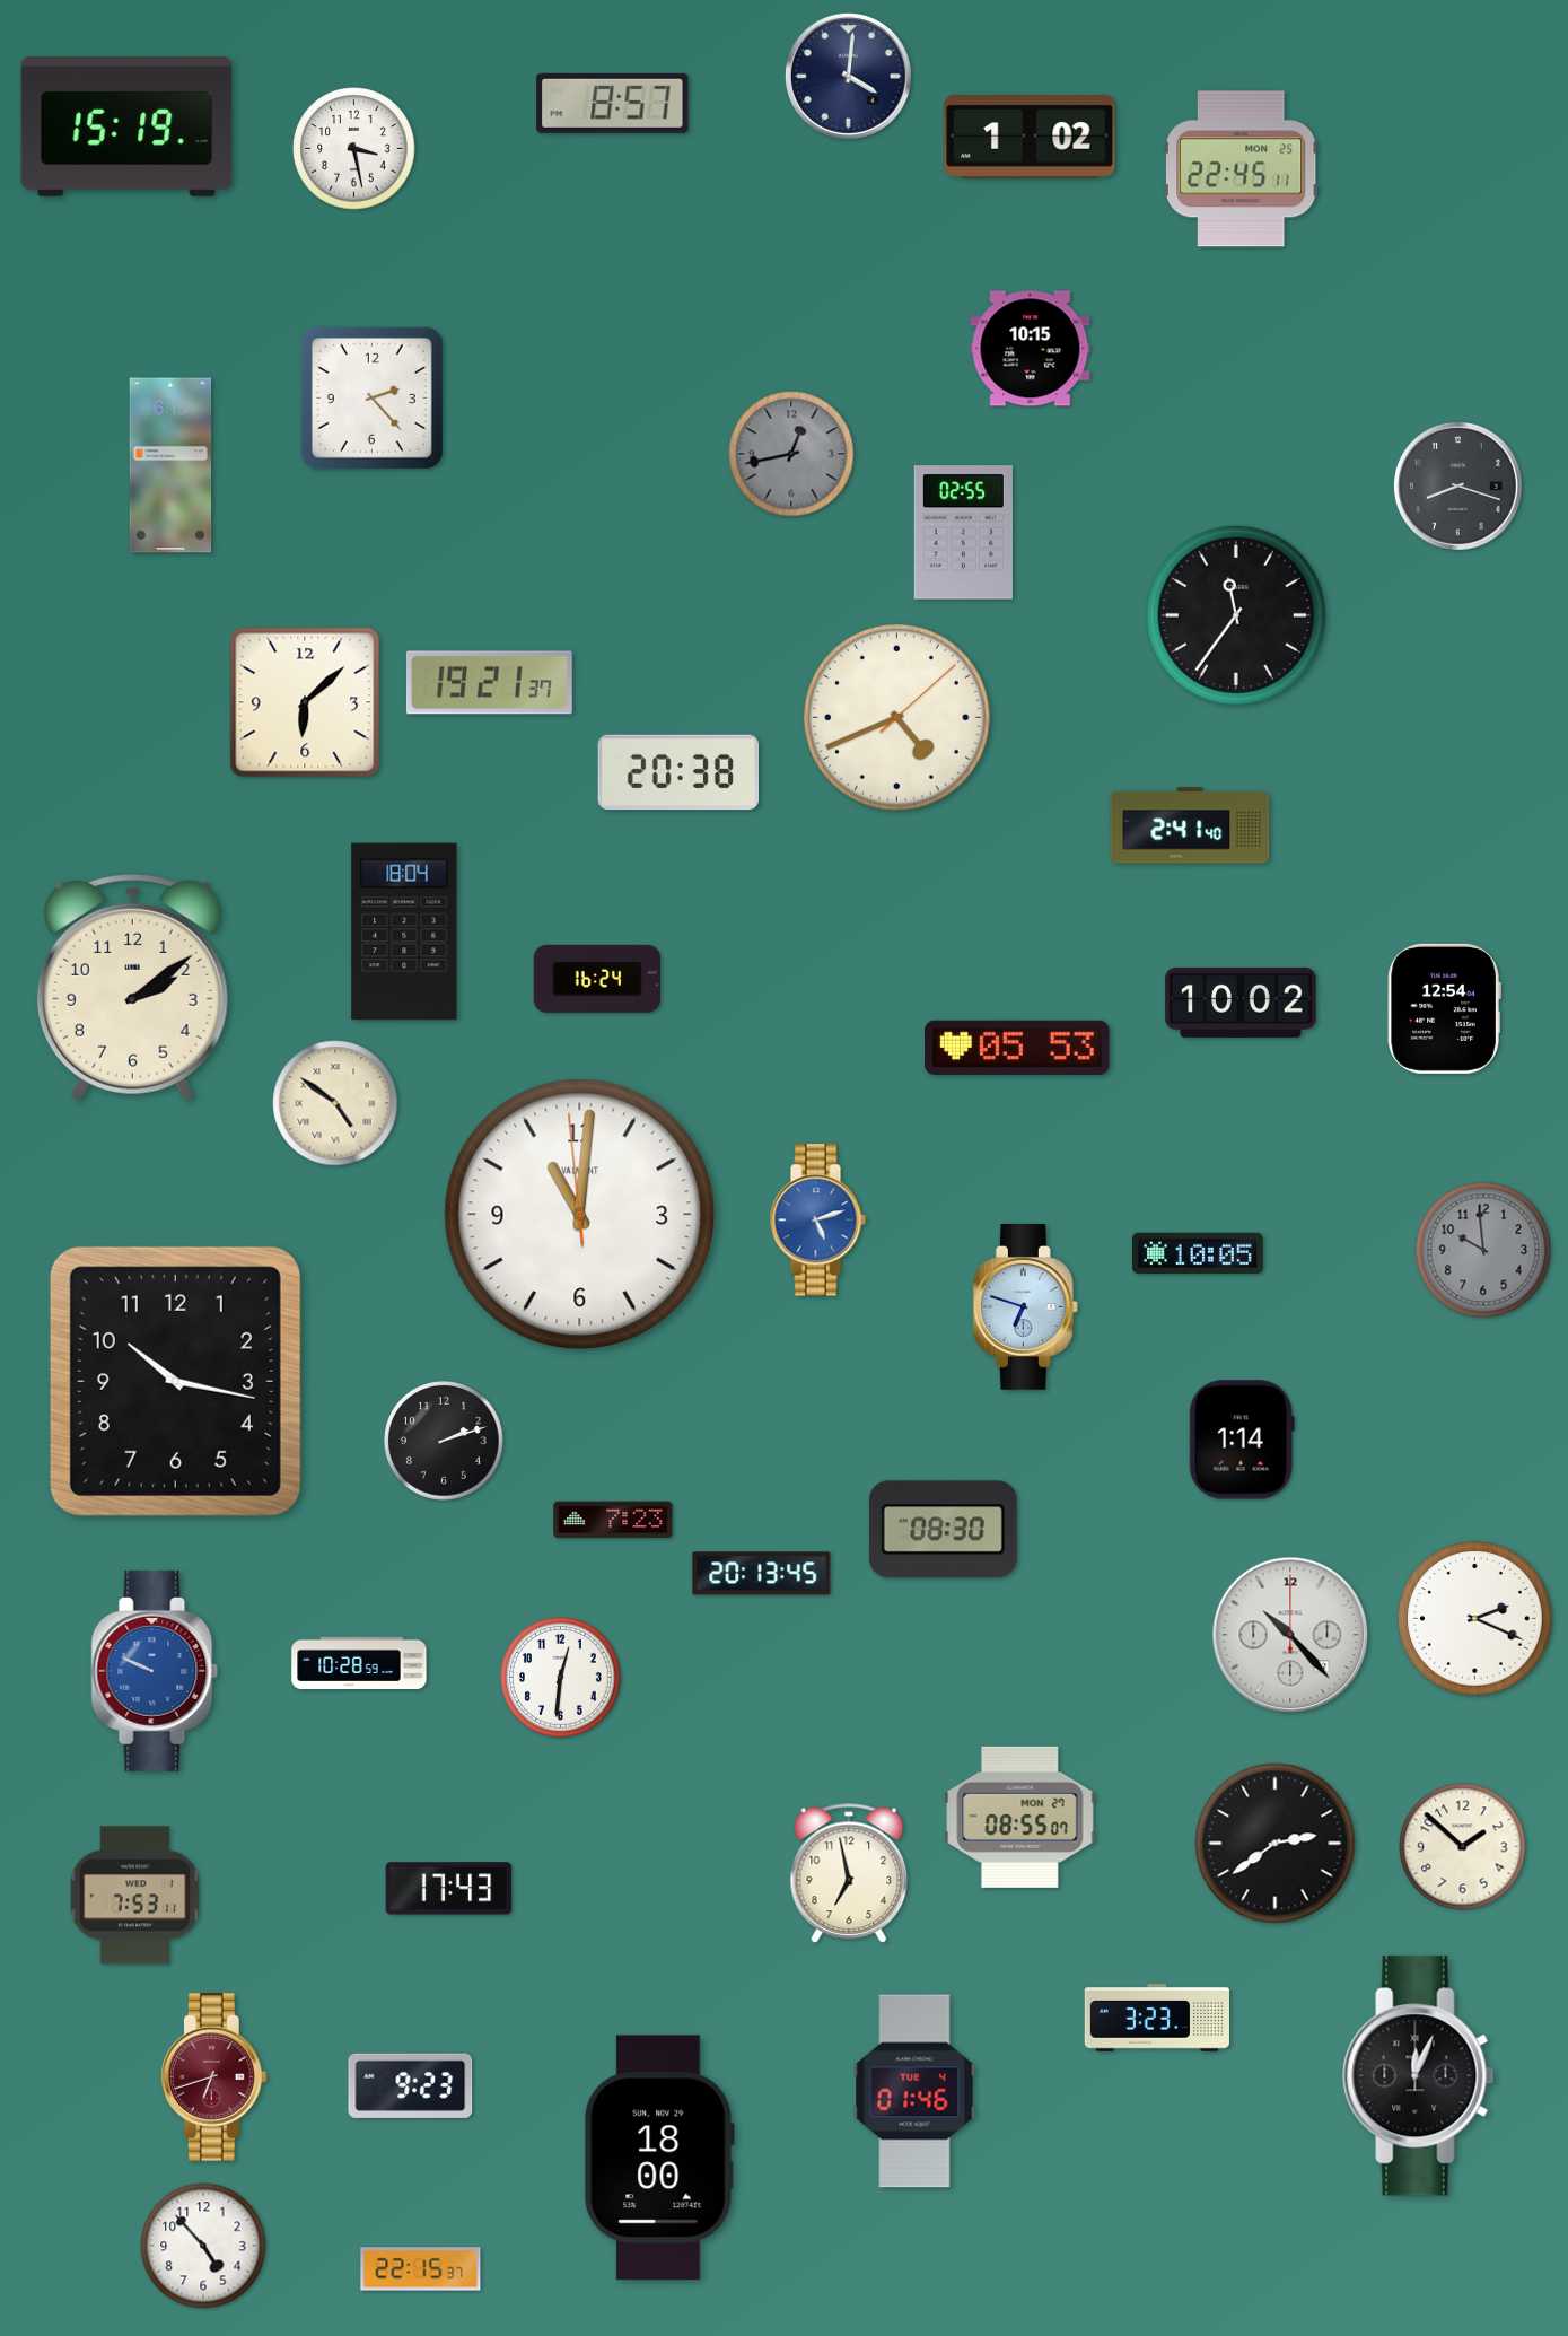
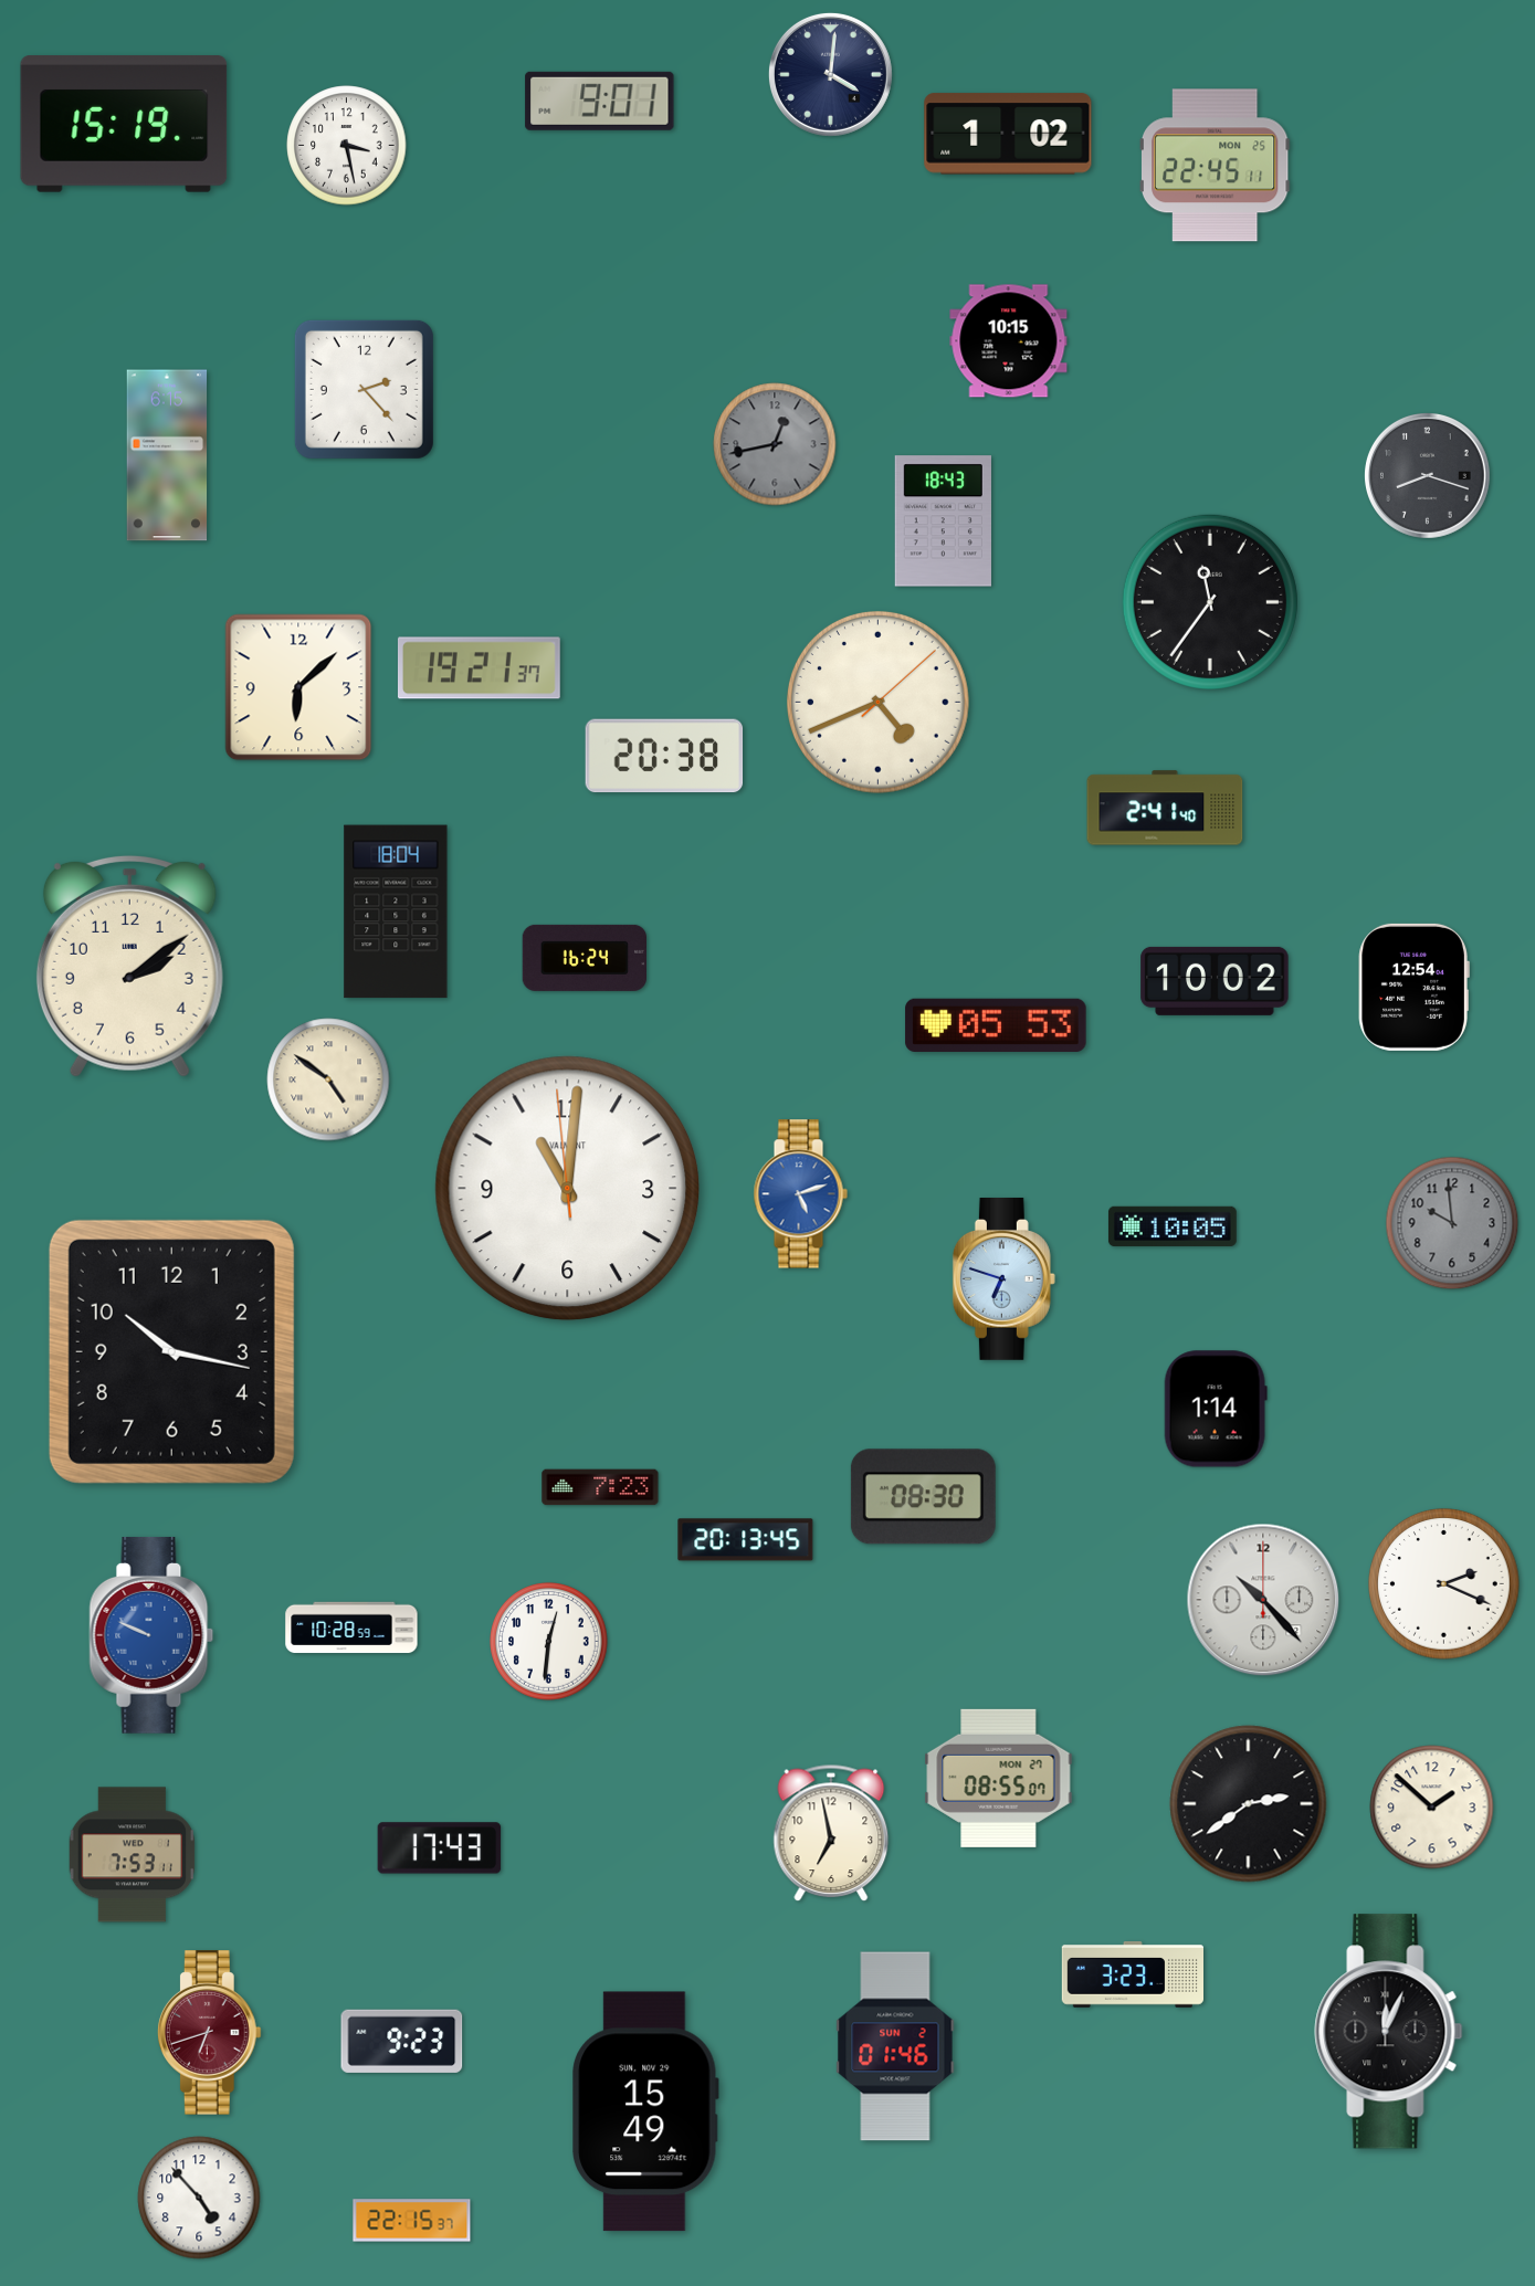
clock at (613, 103): 8:57 -> 9:01
clock at (963, 533): 02:55 -> 18:43
clock at (445, 1442): 2:12 -> none
clock at (914, 2091) date: TUE 4 -> SUN 2
clock at (659, 2158): 18:00 -> 15:49
